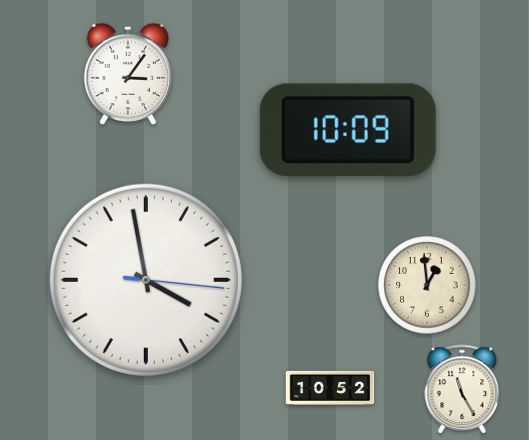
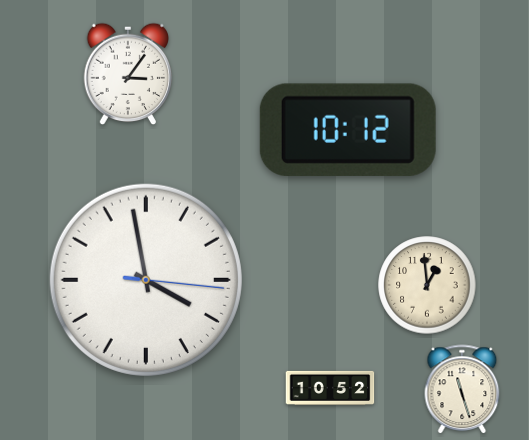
clock at (348, 130): 10:09 -> 10:12
clock at (462, 389): 11:25 -> 11:27
